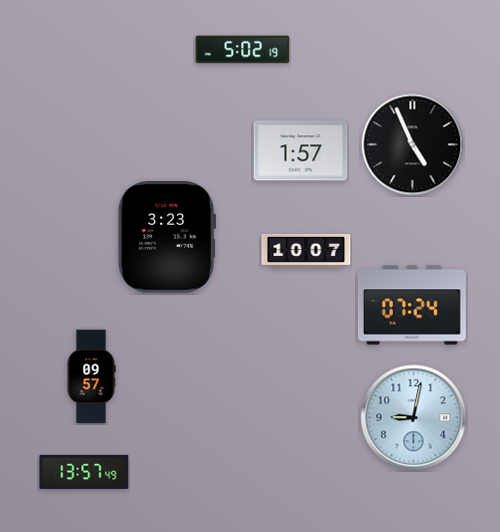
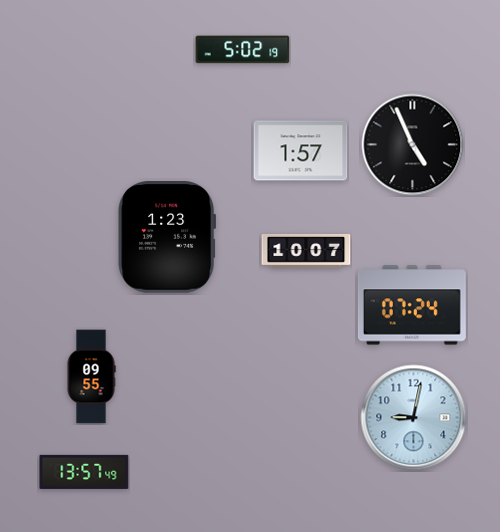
clock at (166, 238): 3:23 -> 1:23
clock at (91, 377): 09:57 -> 09:55
